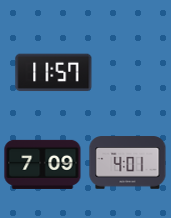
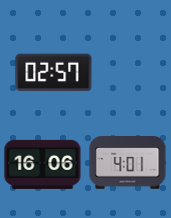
clock at (54, 73): 11:57 -> 02:57
clock at (43, 164): 7:09 -> 16:06
